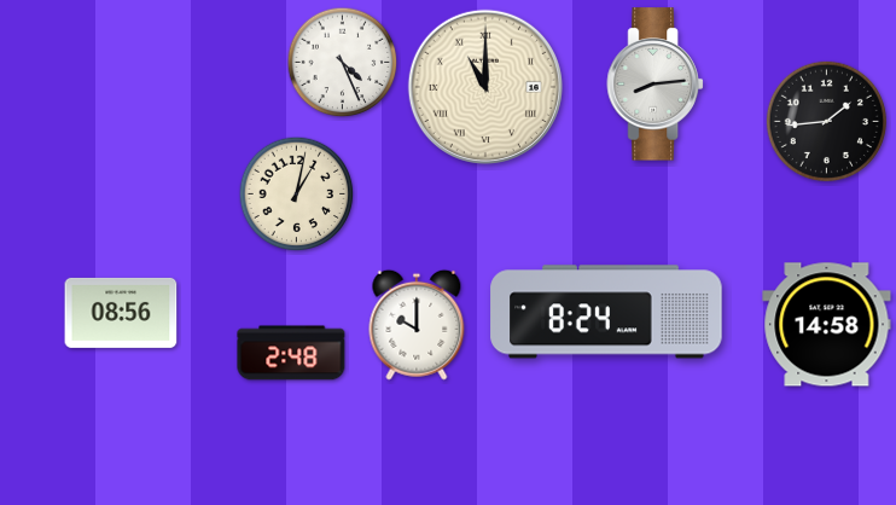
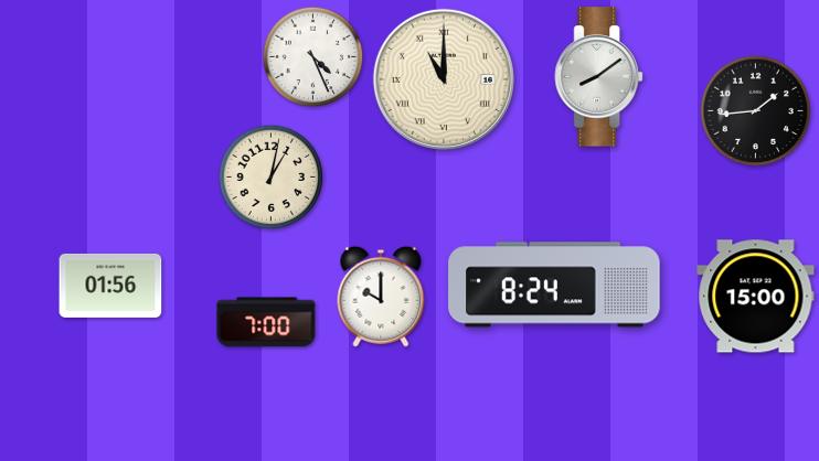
clock at (656, 85): 8:14 -> 8:09
clock at (121, 313): 08:56 -> 01:56
clock at (827, 325): 14:58 -> 15:00
clock at (291, 353): 2:48 -> 7:00
